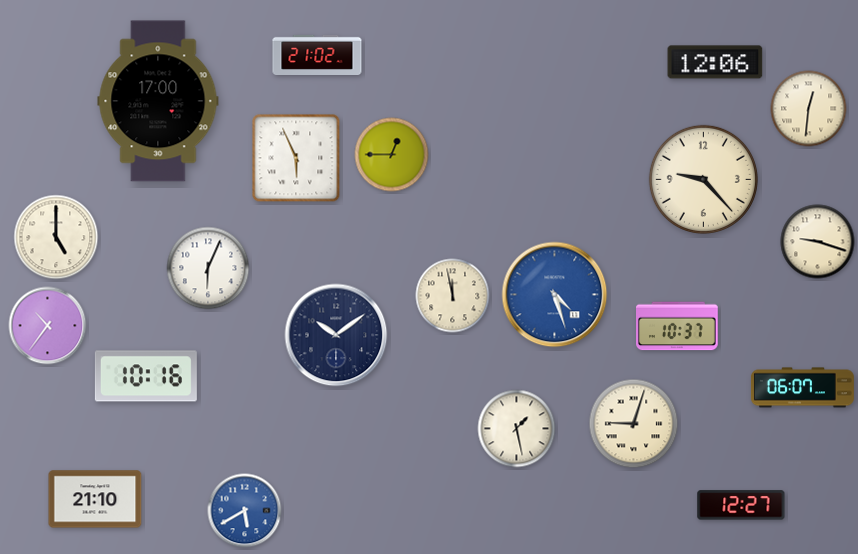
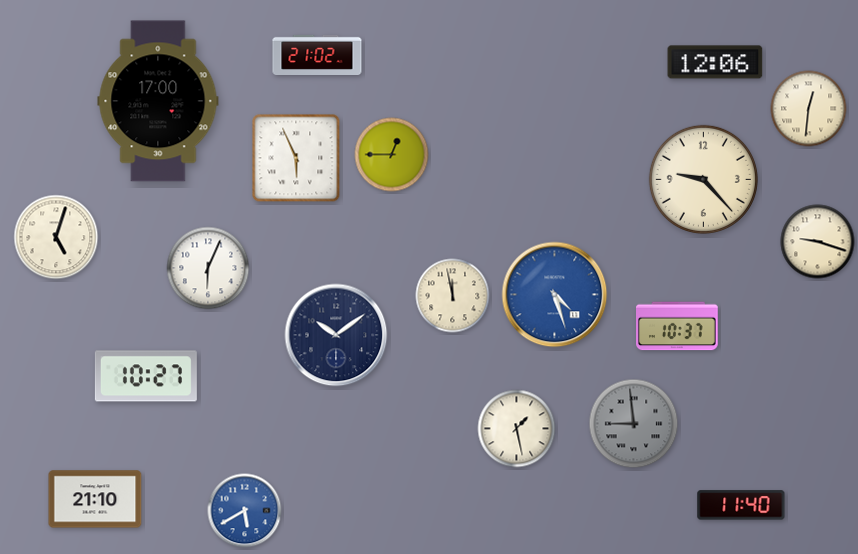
clock at (56, 237): 5:00 -> 5:03
clock at (48, 326): 10:36 -> none
clock at (146, 376): 10:16 -> 10:27
clock at (802, 388): 06:07 -> none
clock at (634, 424): 9:03 -> 8:59
clock at (634, 424) dial: cream -> grey
clock at (741, 505): 12:27 -> 11:40
